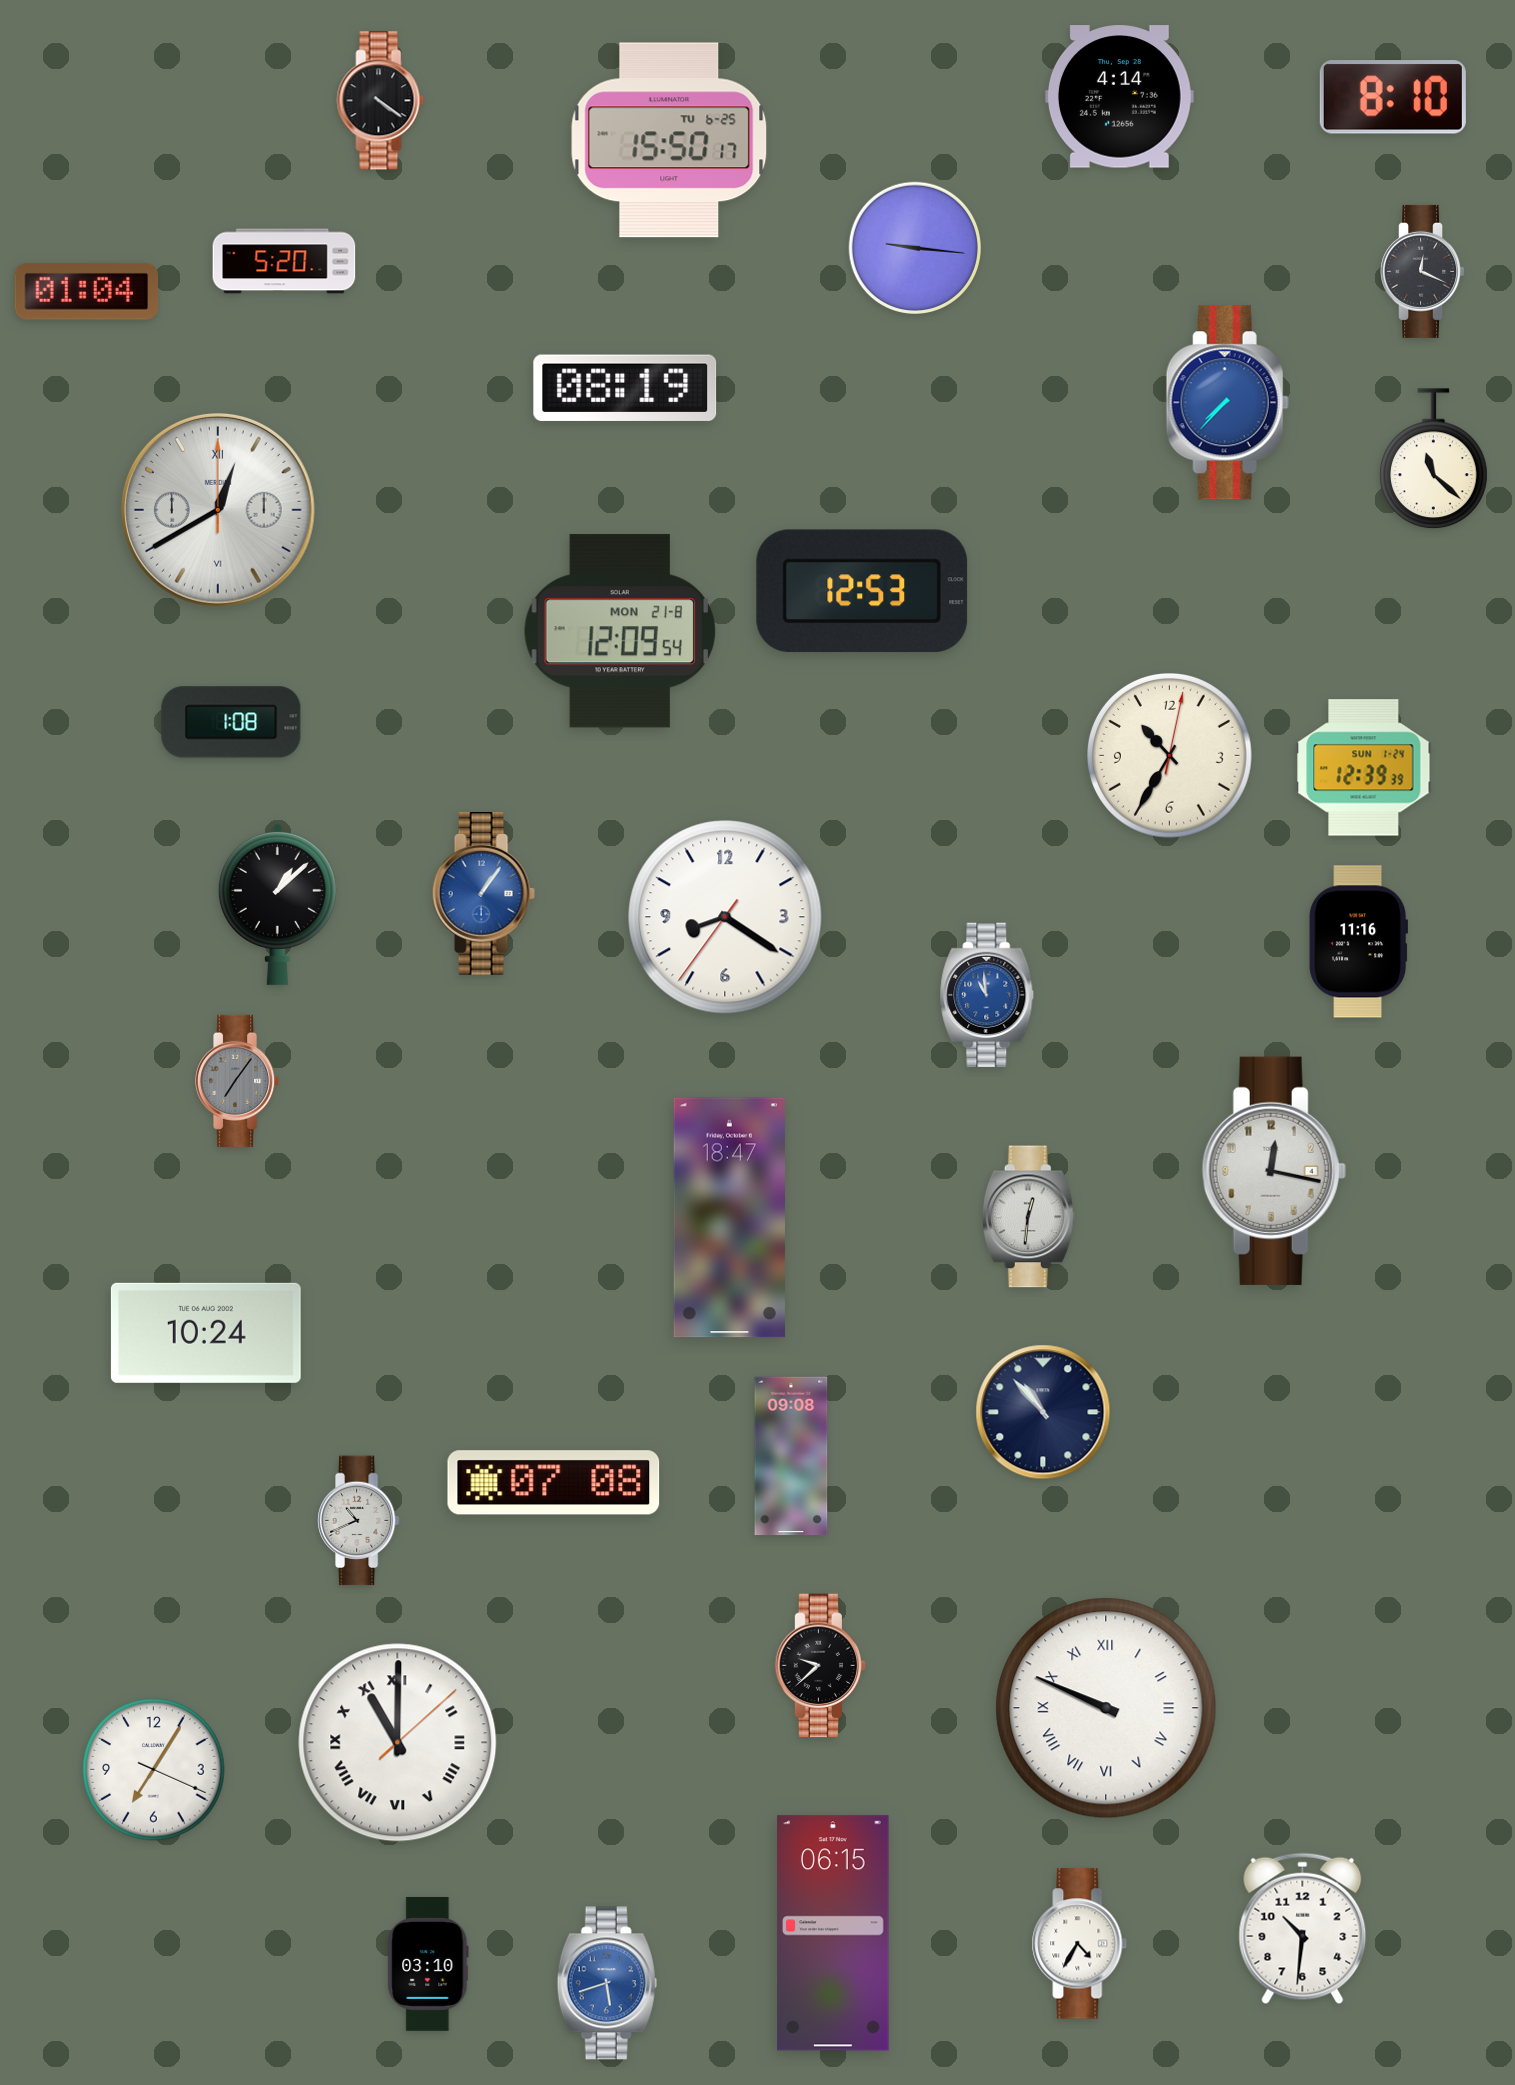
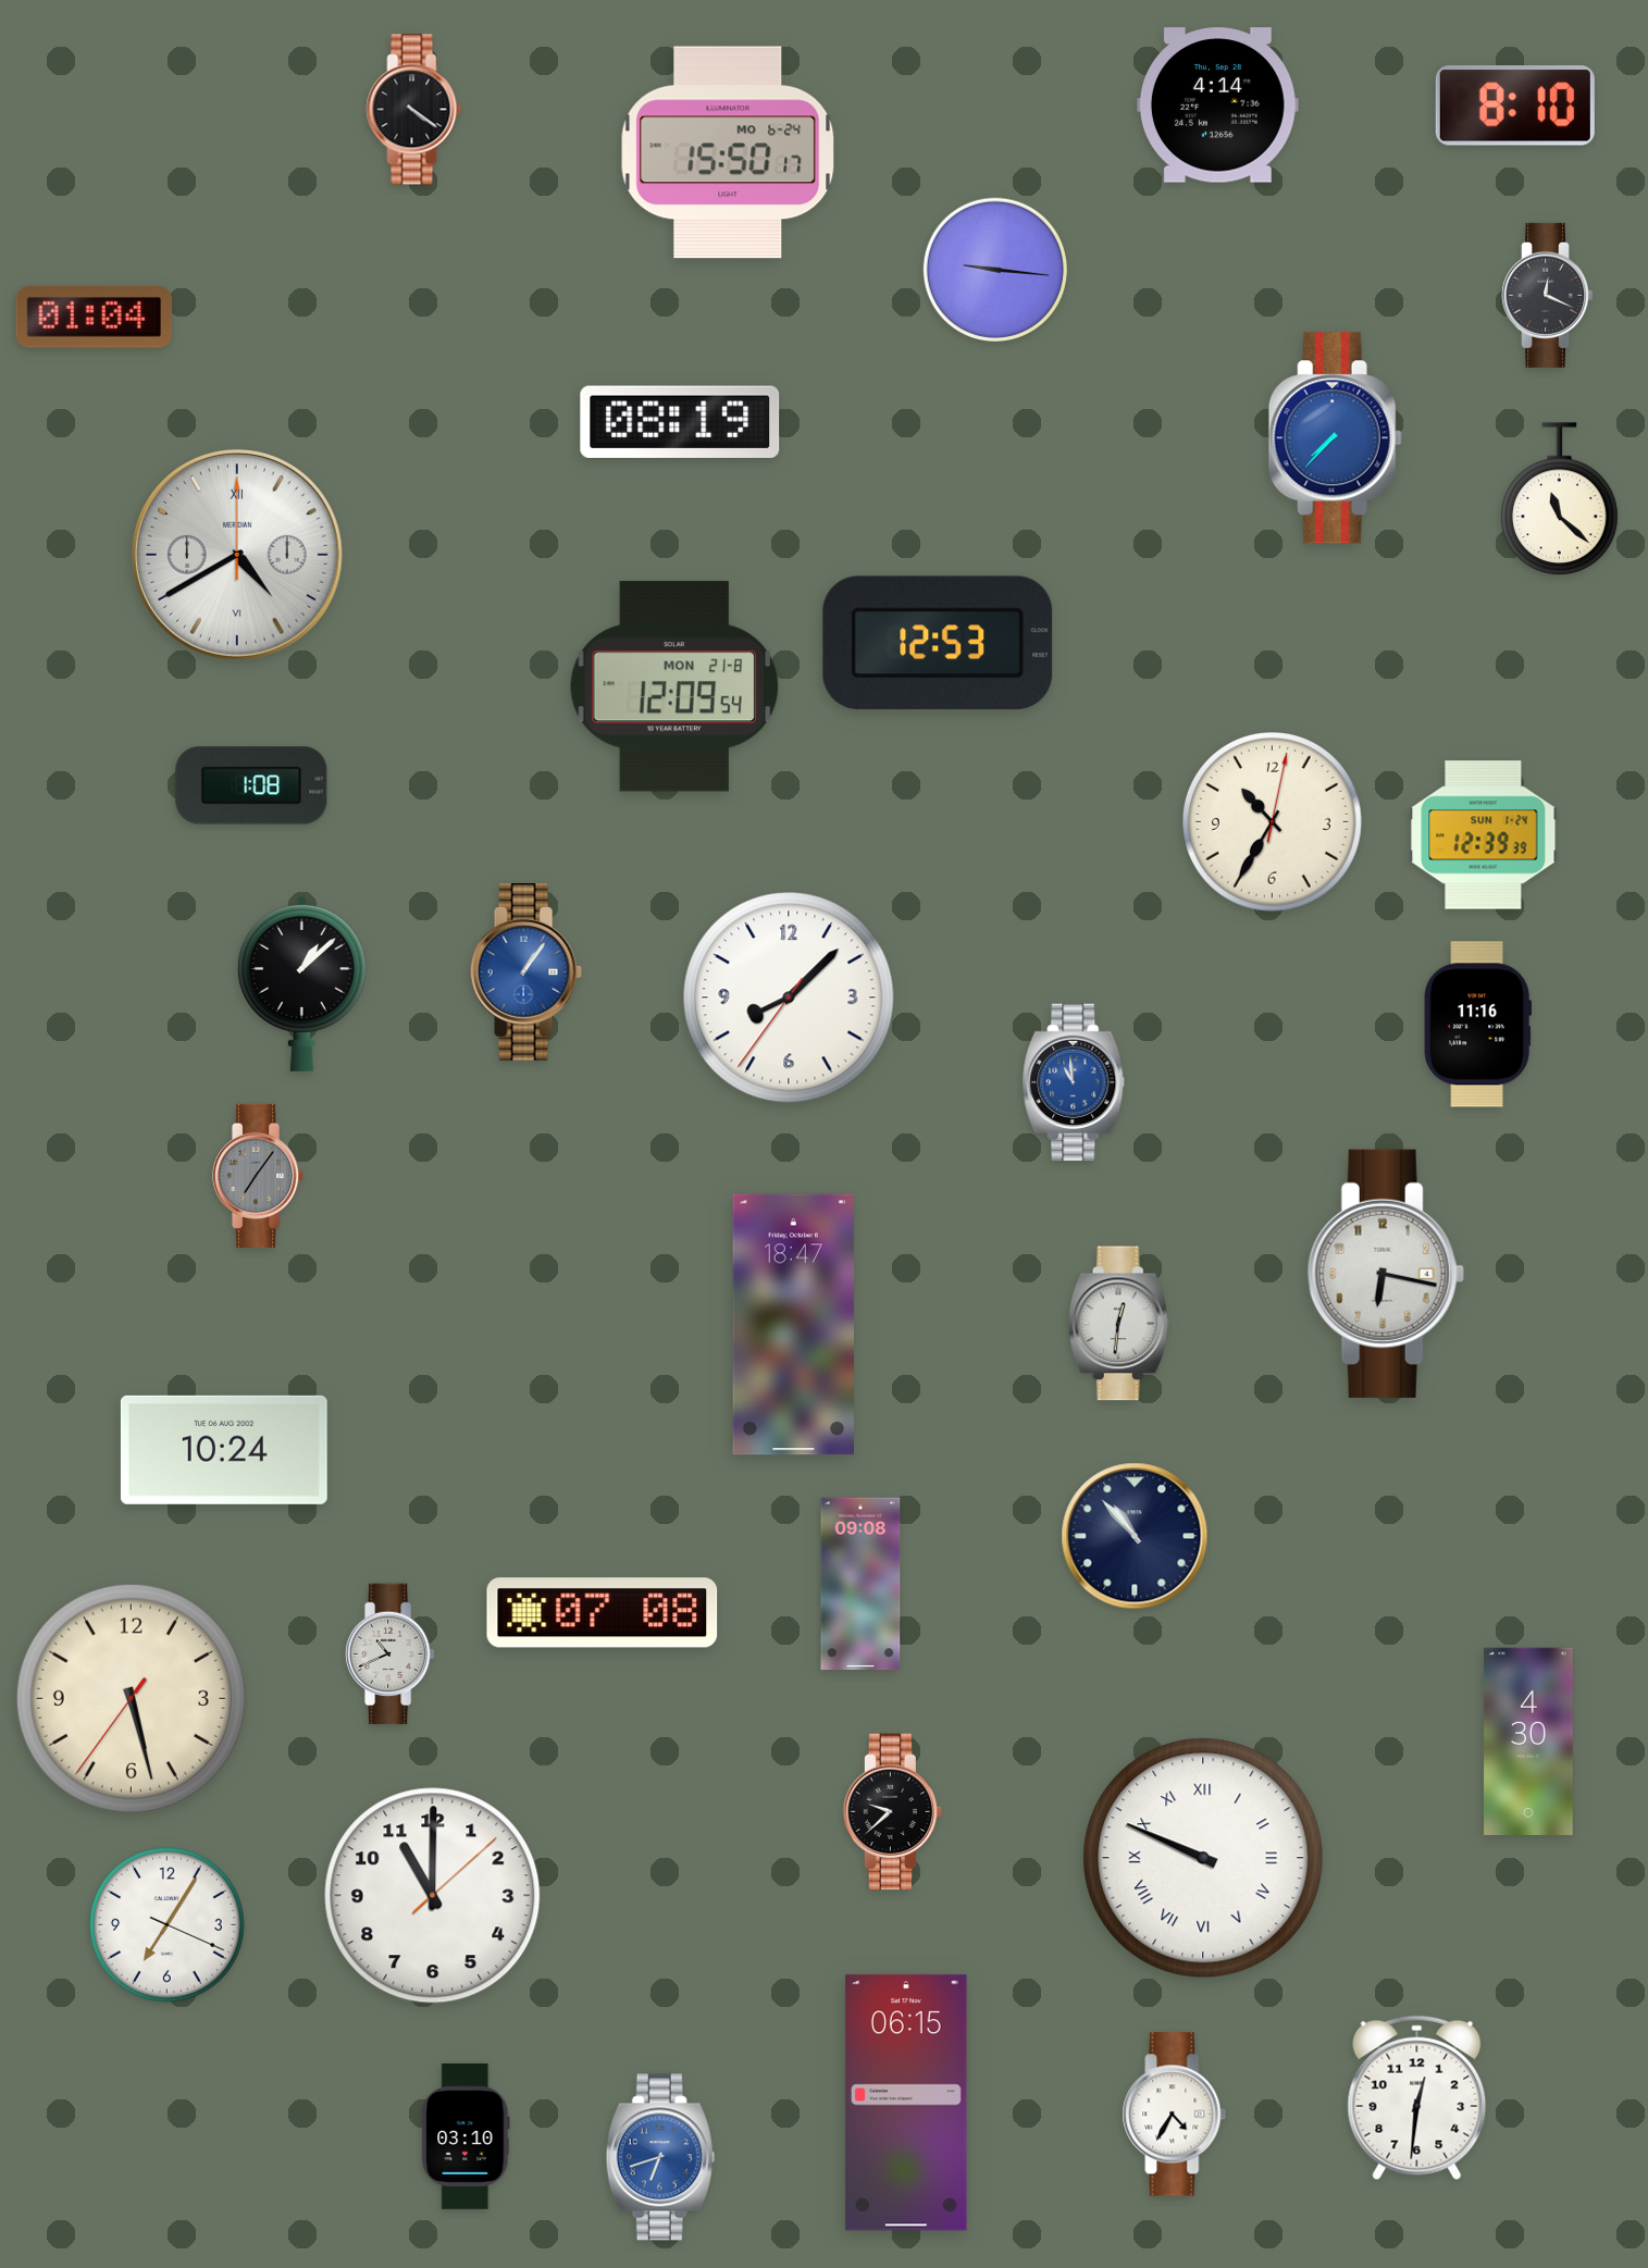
clock at (669, 140) date: TU 6-25 -> MO 6-24
clock at (284, 261): 5:20 -> none
clock at (218, 510): 12:40 -> 4:40
clock at (725, 917): 8:20 -> 8:07
clock at (1274, 1171): 12:17 -> 6:17
clock at (131, 1698): none -> 5:27
clock at (1528, 1742): none -> 4:30
clock at (398, 1743) numerals: Roman -> Arabic
clock at (1303, 1929): 10:31 -> 12:31
clock at (607, 1983): 5:42 -> 6:42
